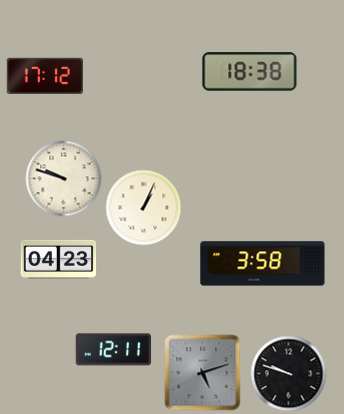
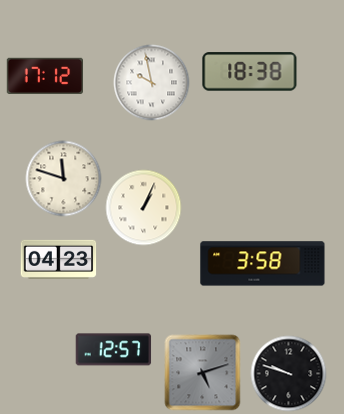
clock at (152, 83): none -> 9:58
clock at (64, 179): 9:48 -> 11:48
clock at (114, 350): 12:11 -> 12:57
